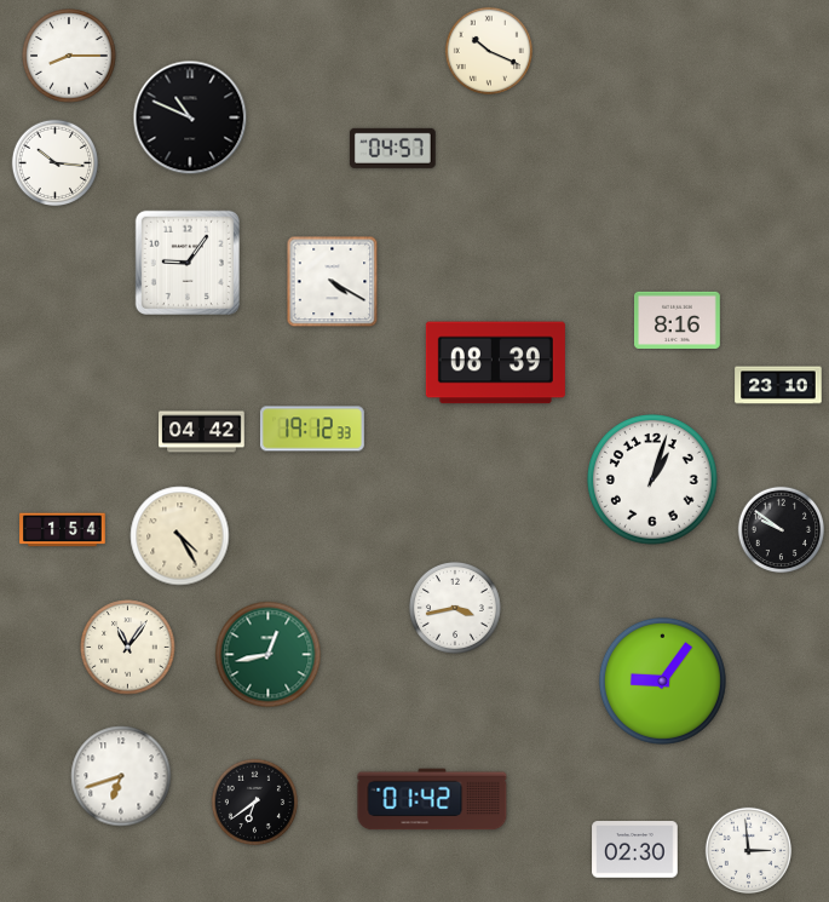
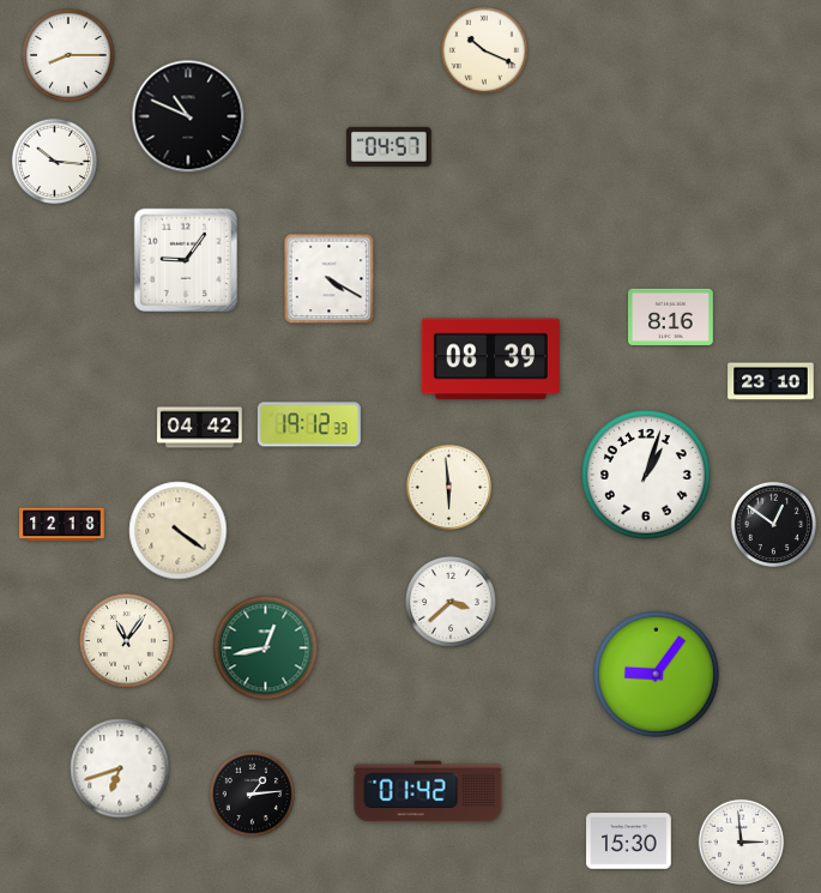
clock at (449, 488): none -> 5:59
clock at (63, 530): 1:54 -> 12:18
clock at (782, 530): 9:51 -> 12:51
clock at (180, 536): 4:25 -> 4:21
clock at (455, 608): 3:43 -> 3:38
clock at (255, 803): 6:39 -> 1:14
clock at (635, 850): 02:30 -> 15:30
